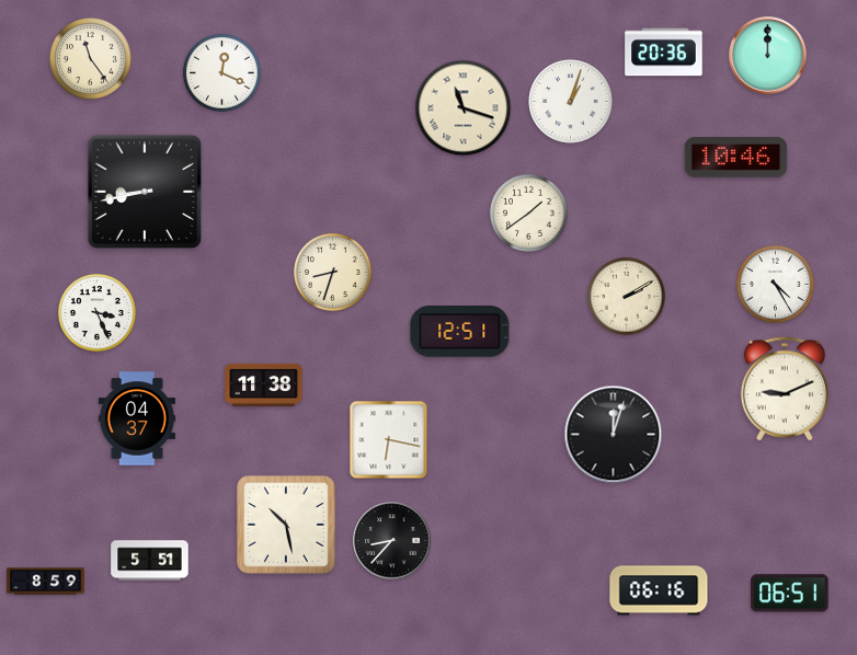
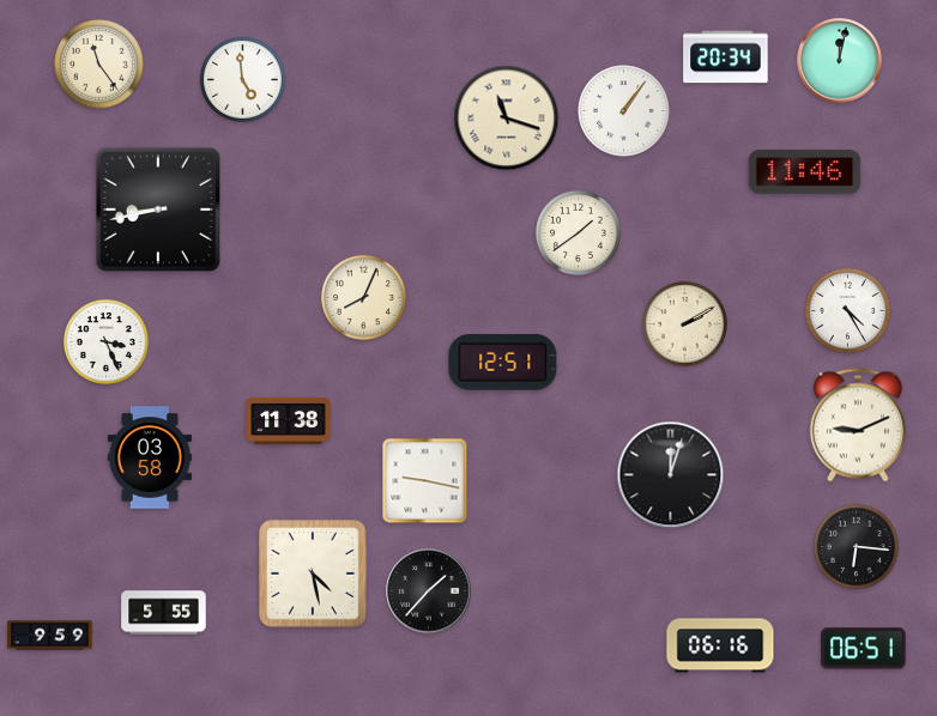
clock at (664, 53): 20:36 -> 20:34
clock at (768, 56): 12:00 -> 12:02
clock at (221, 72): 12:19 -> 4:59
clock at (571, 102): 1:03 -> 1:06
clock at (736, 158): 10:46 -> 11:46
clock at (332, 272): 8:33 -> 8:04
clock at (137, 418): 04:37 -> 03:58
clock at (389, 440): 6:17 -> 9:17
clock at (856, 546): none -> 6:16
clock at (286, 525): 10:28 -> 4:28
clock at (392, 541): 8:37 -> 1:37
clock at (150, 561): 5:51 -> 5:55
clock at (46, 582): 8:59 -> 9:59
